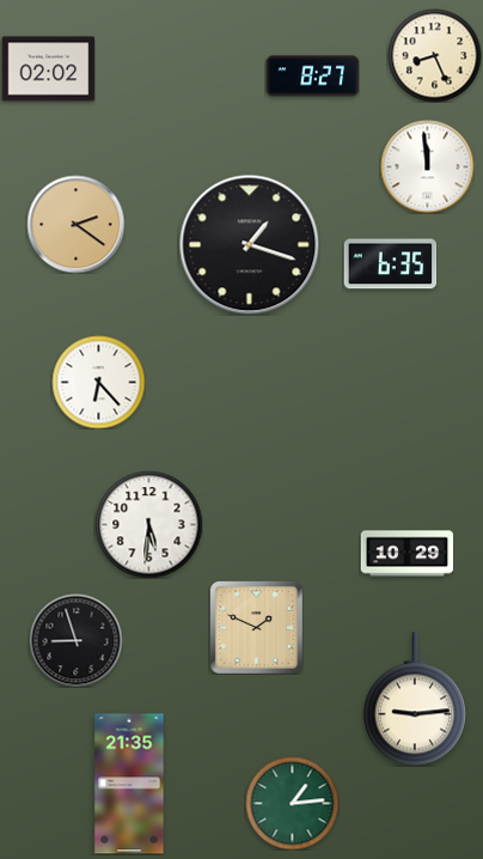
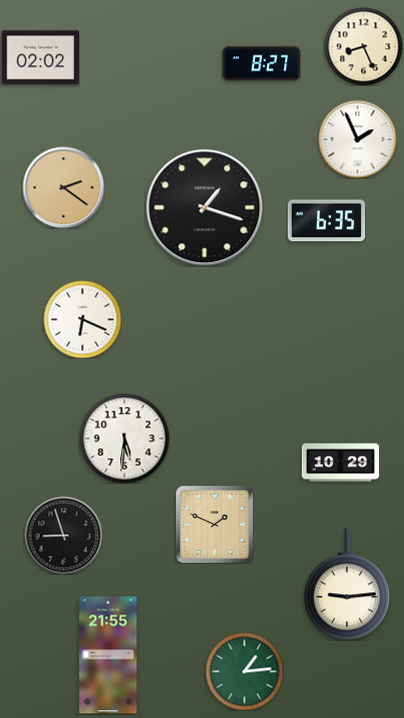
clock at (427, 166): 11:59 -> 1:56
clock at (249, 244) position: (249, 244) -> (204, 207)
clock at (98, 382): 6:23 -> 6:19
clock at (129, 784): 21:35 -> 21:55
